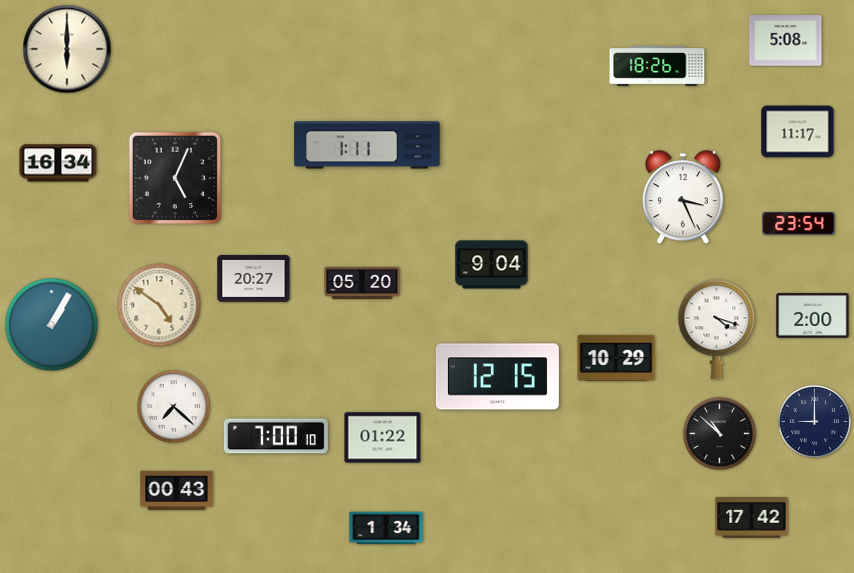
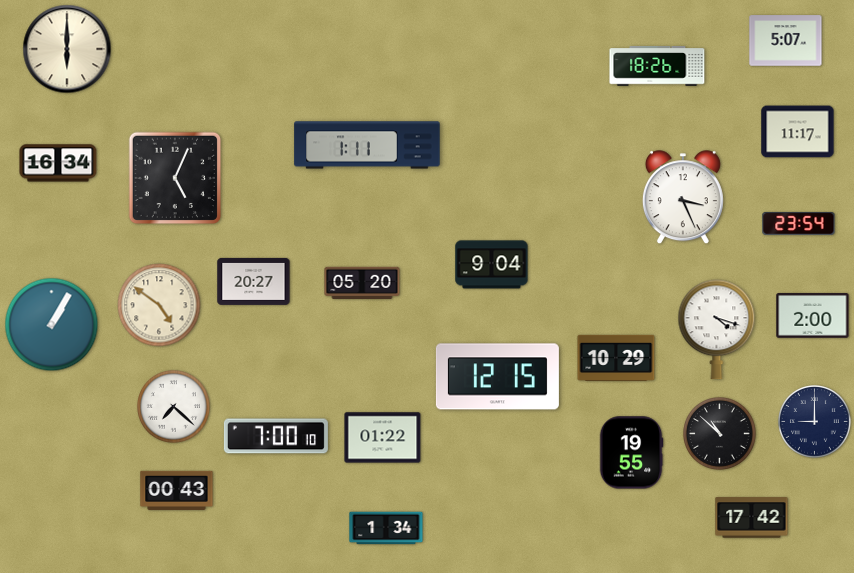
clock at (786, 41): 5:08 -> 5:07
clock at (254, 278) position: (254, 278) -> (254, 281)
clock at (631, 453): none -> 19:55
